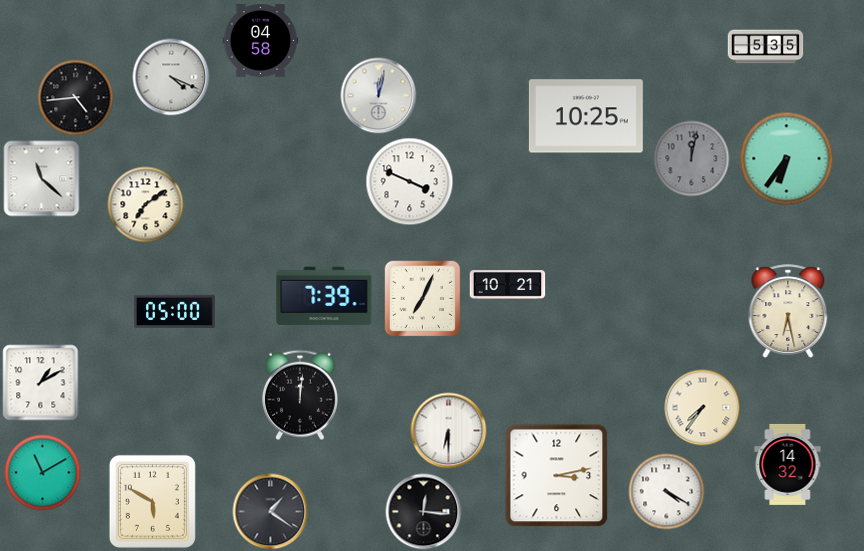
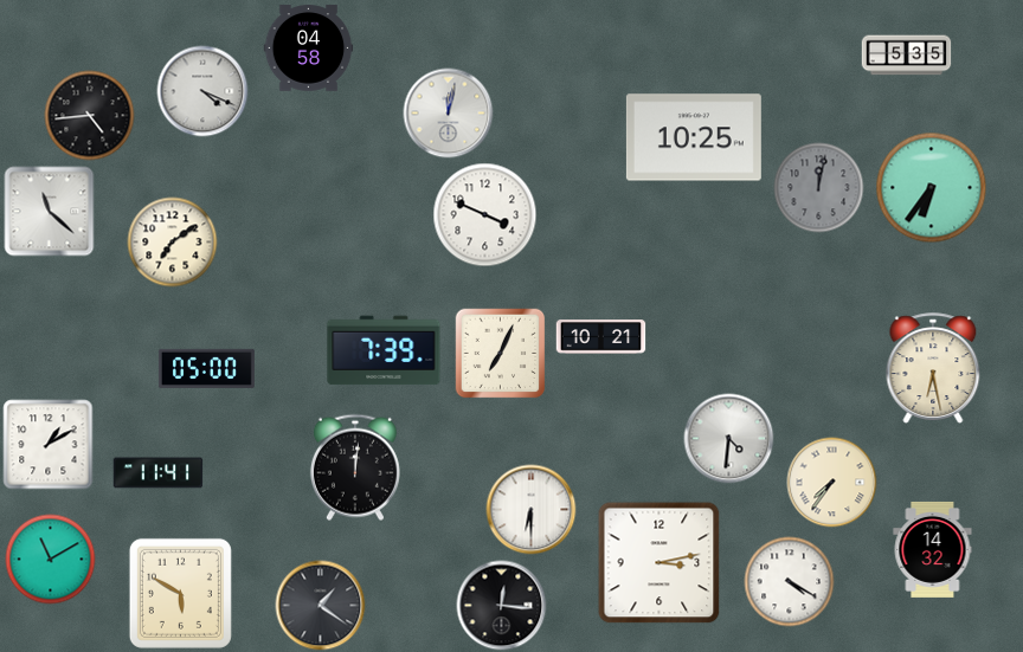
clock at (729, 439): none -> 4:31
clock at (41, 383) position: (41, 383) -> (49, 445)
clock at (159, 473): none -> 11:41
